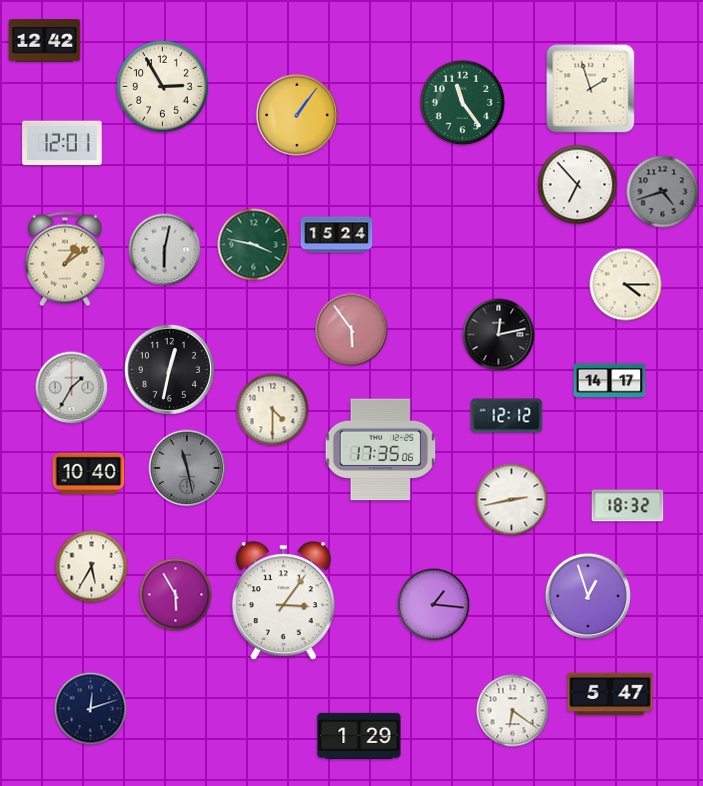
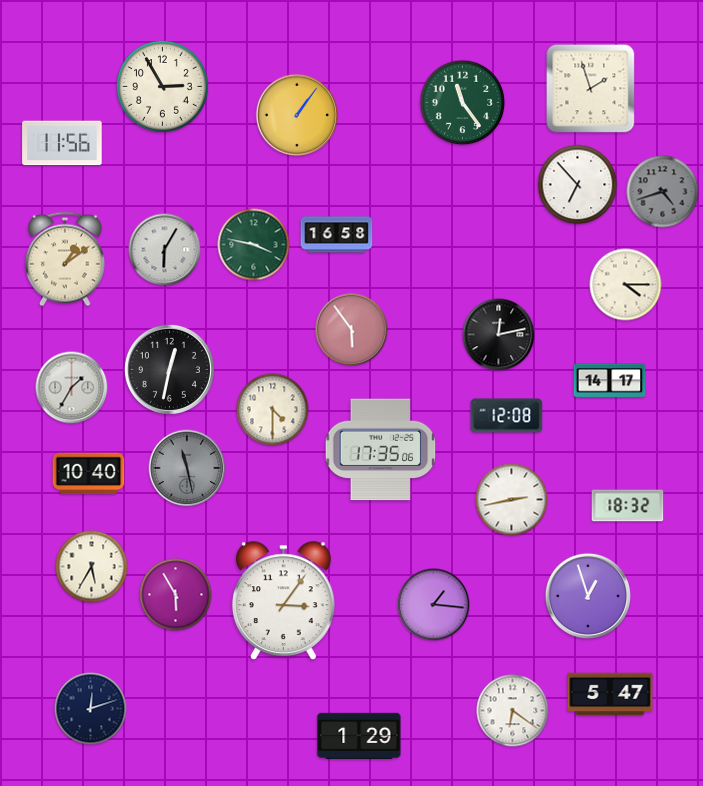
clock at (45, 41): 12:42 -> none
clock at (62, 143): 12:01 -> 11:56
clock at (337, 235): 15:24 -> 16:58
clock at (165, 250): 6:02 -> 6:05
clock at (507, 416): 12:12 -> 12:08
